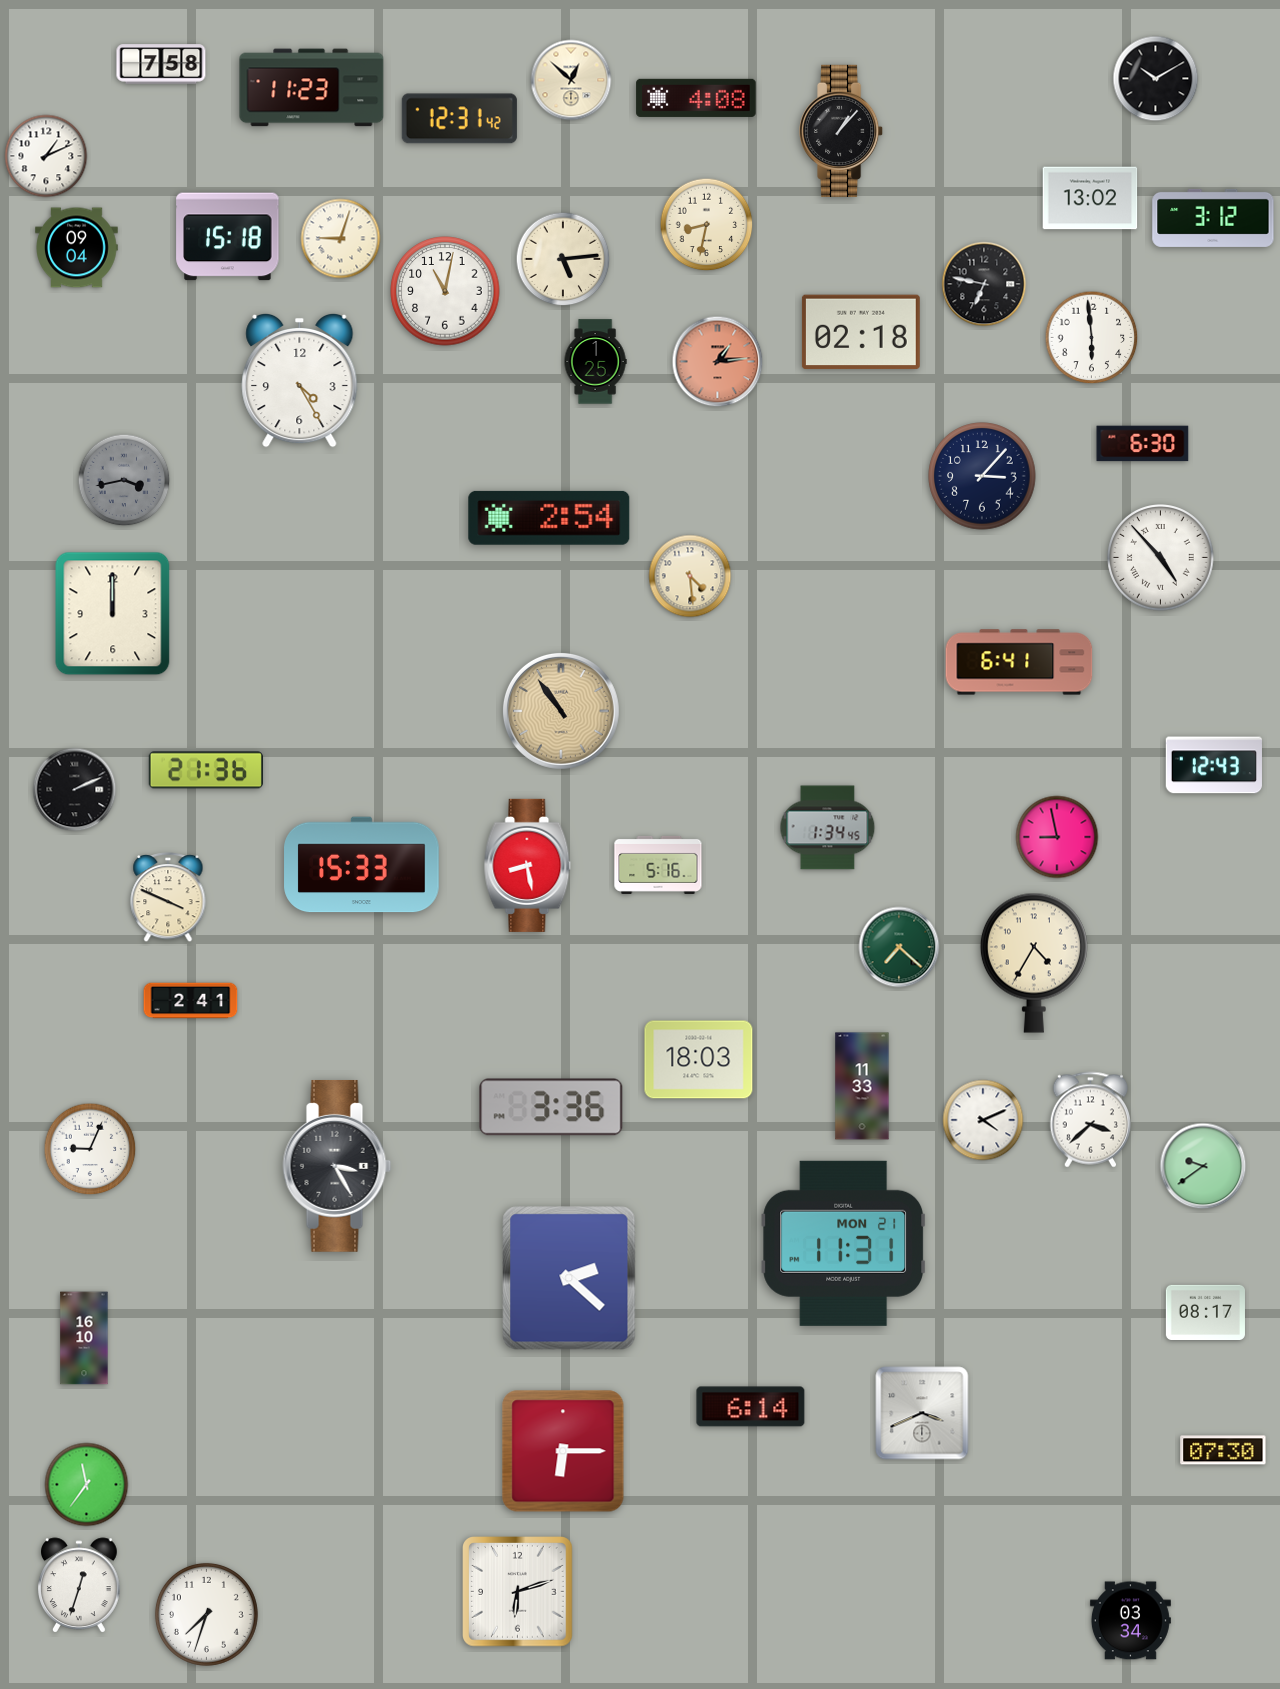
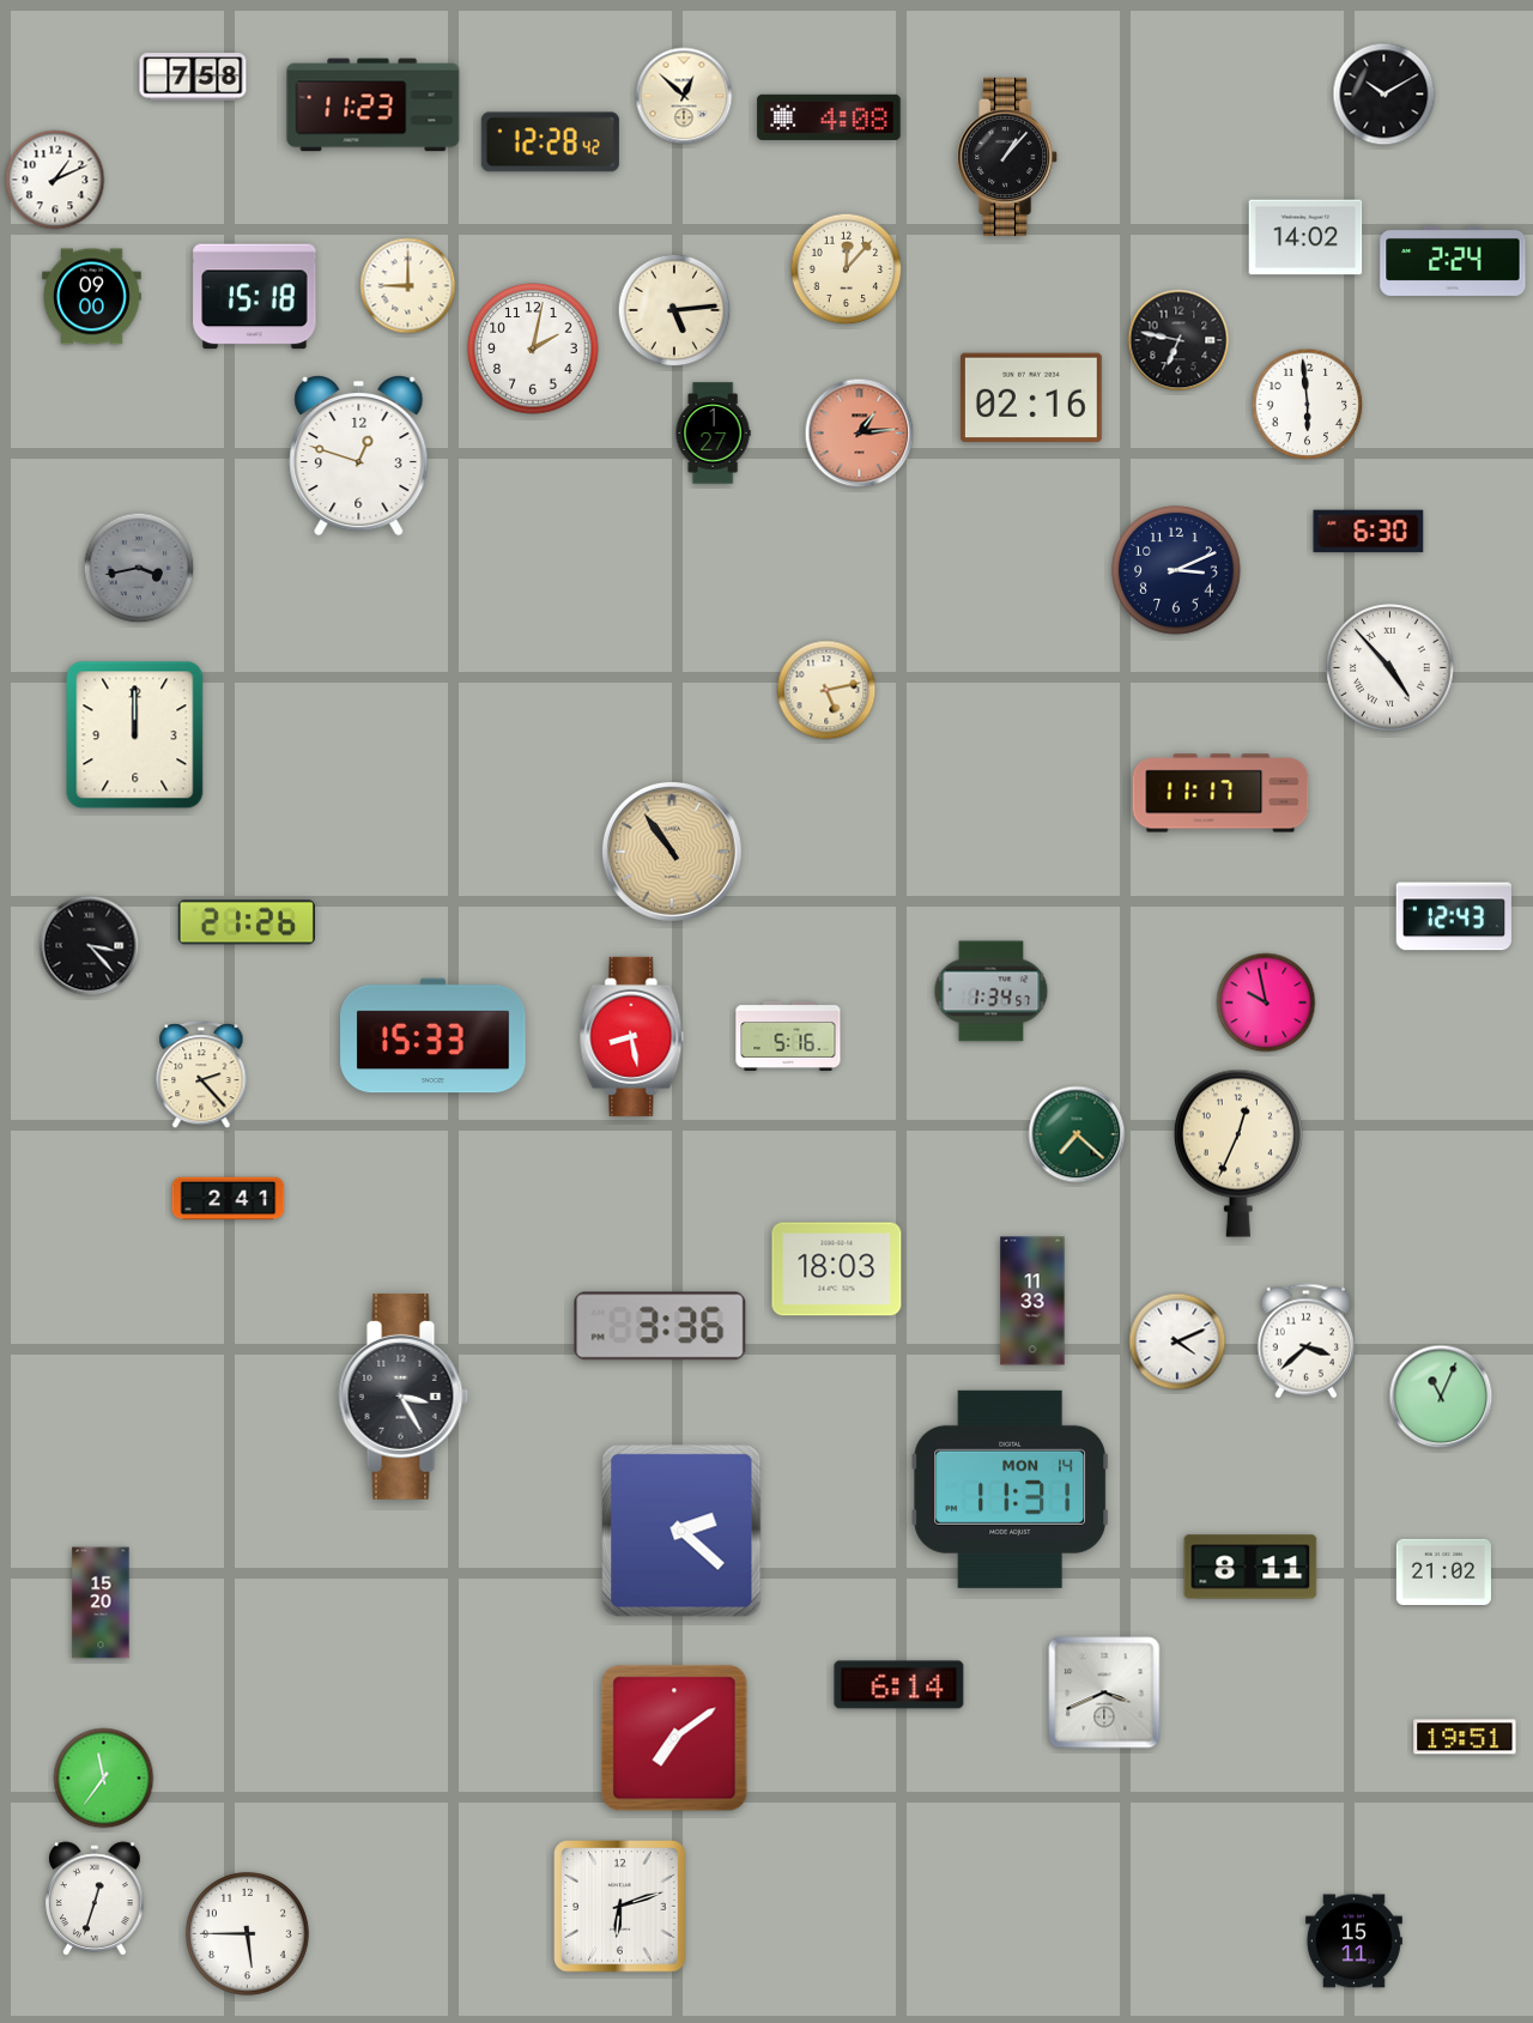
clock at (696, 98) position: (696, 98) -> (829, 117)
clock at (459, 119): 12:31 -> 12:28
clock at (46, 156) position: (46, 156) -> (55, 180)
clock at (1090, 198): 13:02 -> 14:02
clock at (1213, 218): 3:12 -> 2:24
clock at (707, 225): 8:32 -> 12:07
clock at (228, 237) position: (228, 237) -> (255, 297)
clock at (341, 239): 9:03 -> 9:00
clock at (77, 248): 09:04 -> 09:00
clock at (445, 291): 11:02 -> 2:02
clock at (861, 332): 02:18 -> 02:16
clock at (595, 362): 1:25 -> 1:27
clock at (300, 380): 4:25 -> 12:48
clock at (982, 476): 3:07 -> 3:11
clock at (124, 480) position: (124, 480) -> (139, 568)
clock at (549, 518): 2:54 -> none
clock at (690, 576): 4:29 -> 5:13
clock at (1019, 662): 6:41 -> 11:17
clock at (206, 770): 21:36 -> 21:26
clock at (75, 790): 2:11 -> 3:23
clock at (828, 828): 1:34:45 -> 1:34:57
clock at (1057, 837): 8:58 -> 9:58
clock at (168, 898): 3:49 -> 2:23
clock at (1034, 963): 4:35 -> 12:34
clock at (90, 1149): 9:04 -> none
clock at (1203, 1166): 9:39 -> 11:04
clock at (844, 1243) date: MON 21 -> MON 14
clock at (1250, 1567): none -> 8:11
clock at (1205, 1312): 08:17 -> 21:02
clock at (84, 1338): 16:10 -> 15:20
clock at (1223, 1450): 07:30 -> 19:51
clock at (563, 1451): 6:15 -> 7:09
clock at (206, 1614): 7:33 -> 5:45
clock at (1130, 1621): 03:34 -> 15:11
